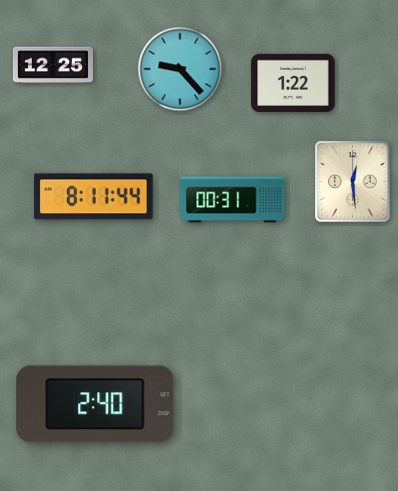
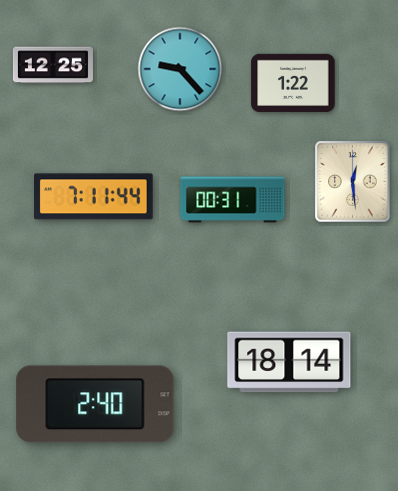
clock at (94, 197): 8:11 -> 7:11
clock at (289, 362): none -> 18:14
